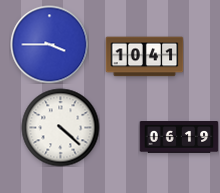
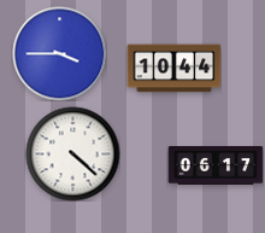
clock at (144, 57): 10:41 -> 10:44
clock at (179, 138): 06:19 -> 06:17
